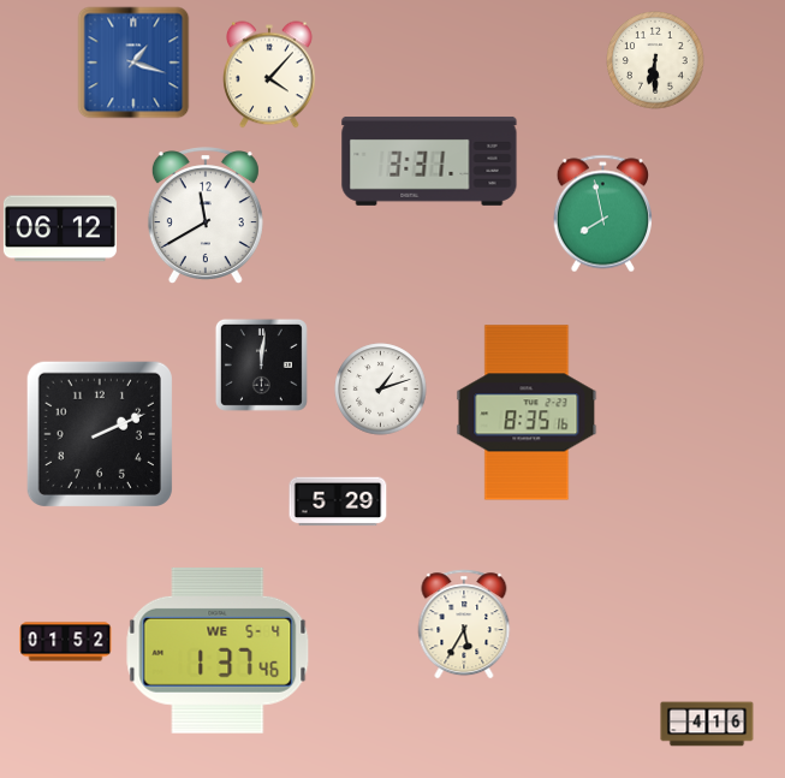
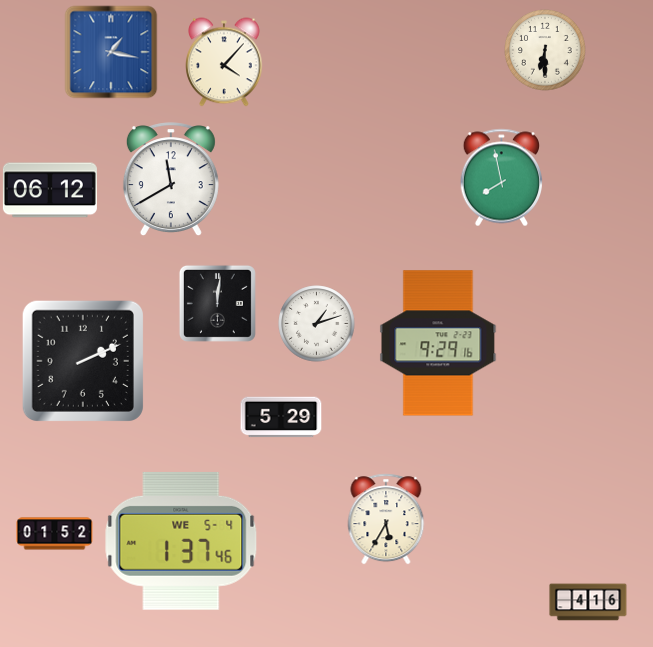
clock at (133, 63): 1:18 -> 1:17
clock at (429, 161): 3:31 -> none
clock at (527, 412): 8:35 -> 9:29
